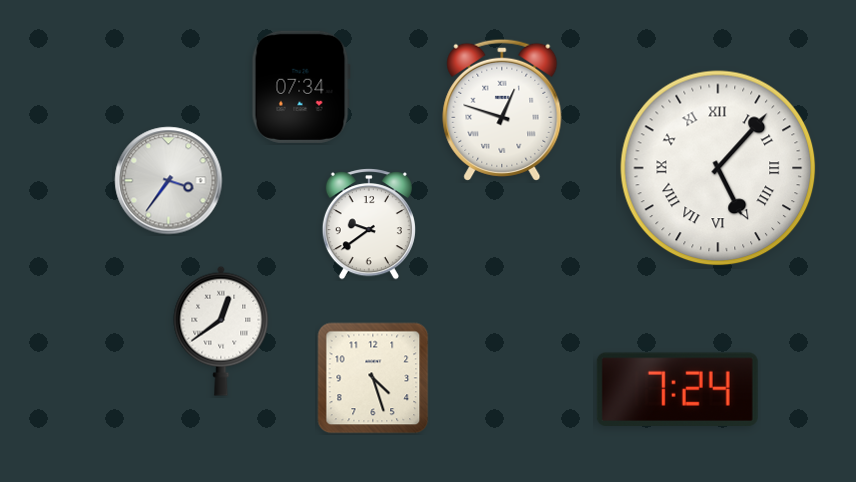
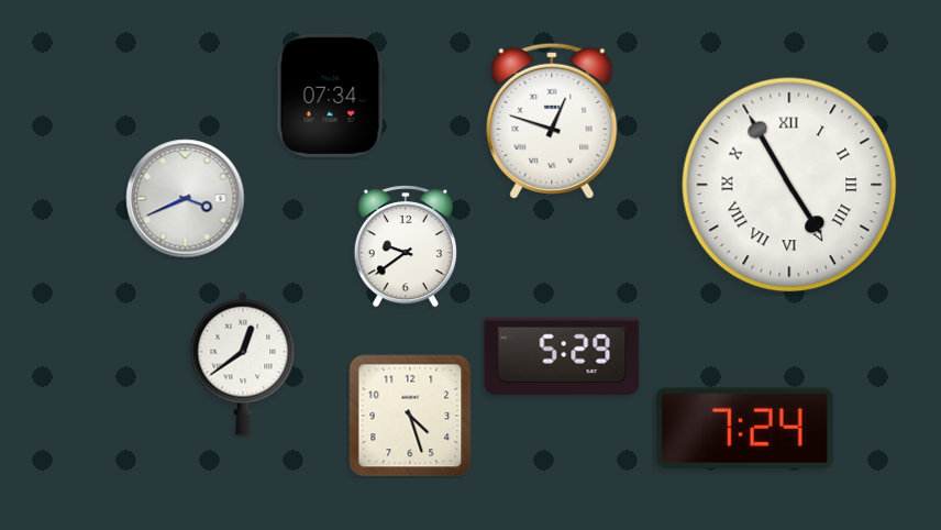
clock at (718, 168): 5:07 -> 4:55
clock at (169, 181): 3:36 -> 3:41
clock at (562, 356): none -> 5:29
